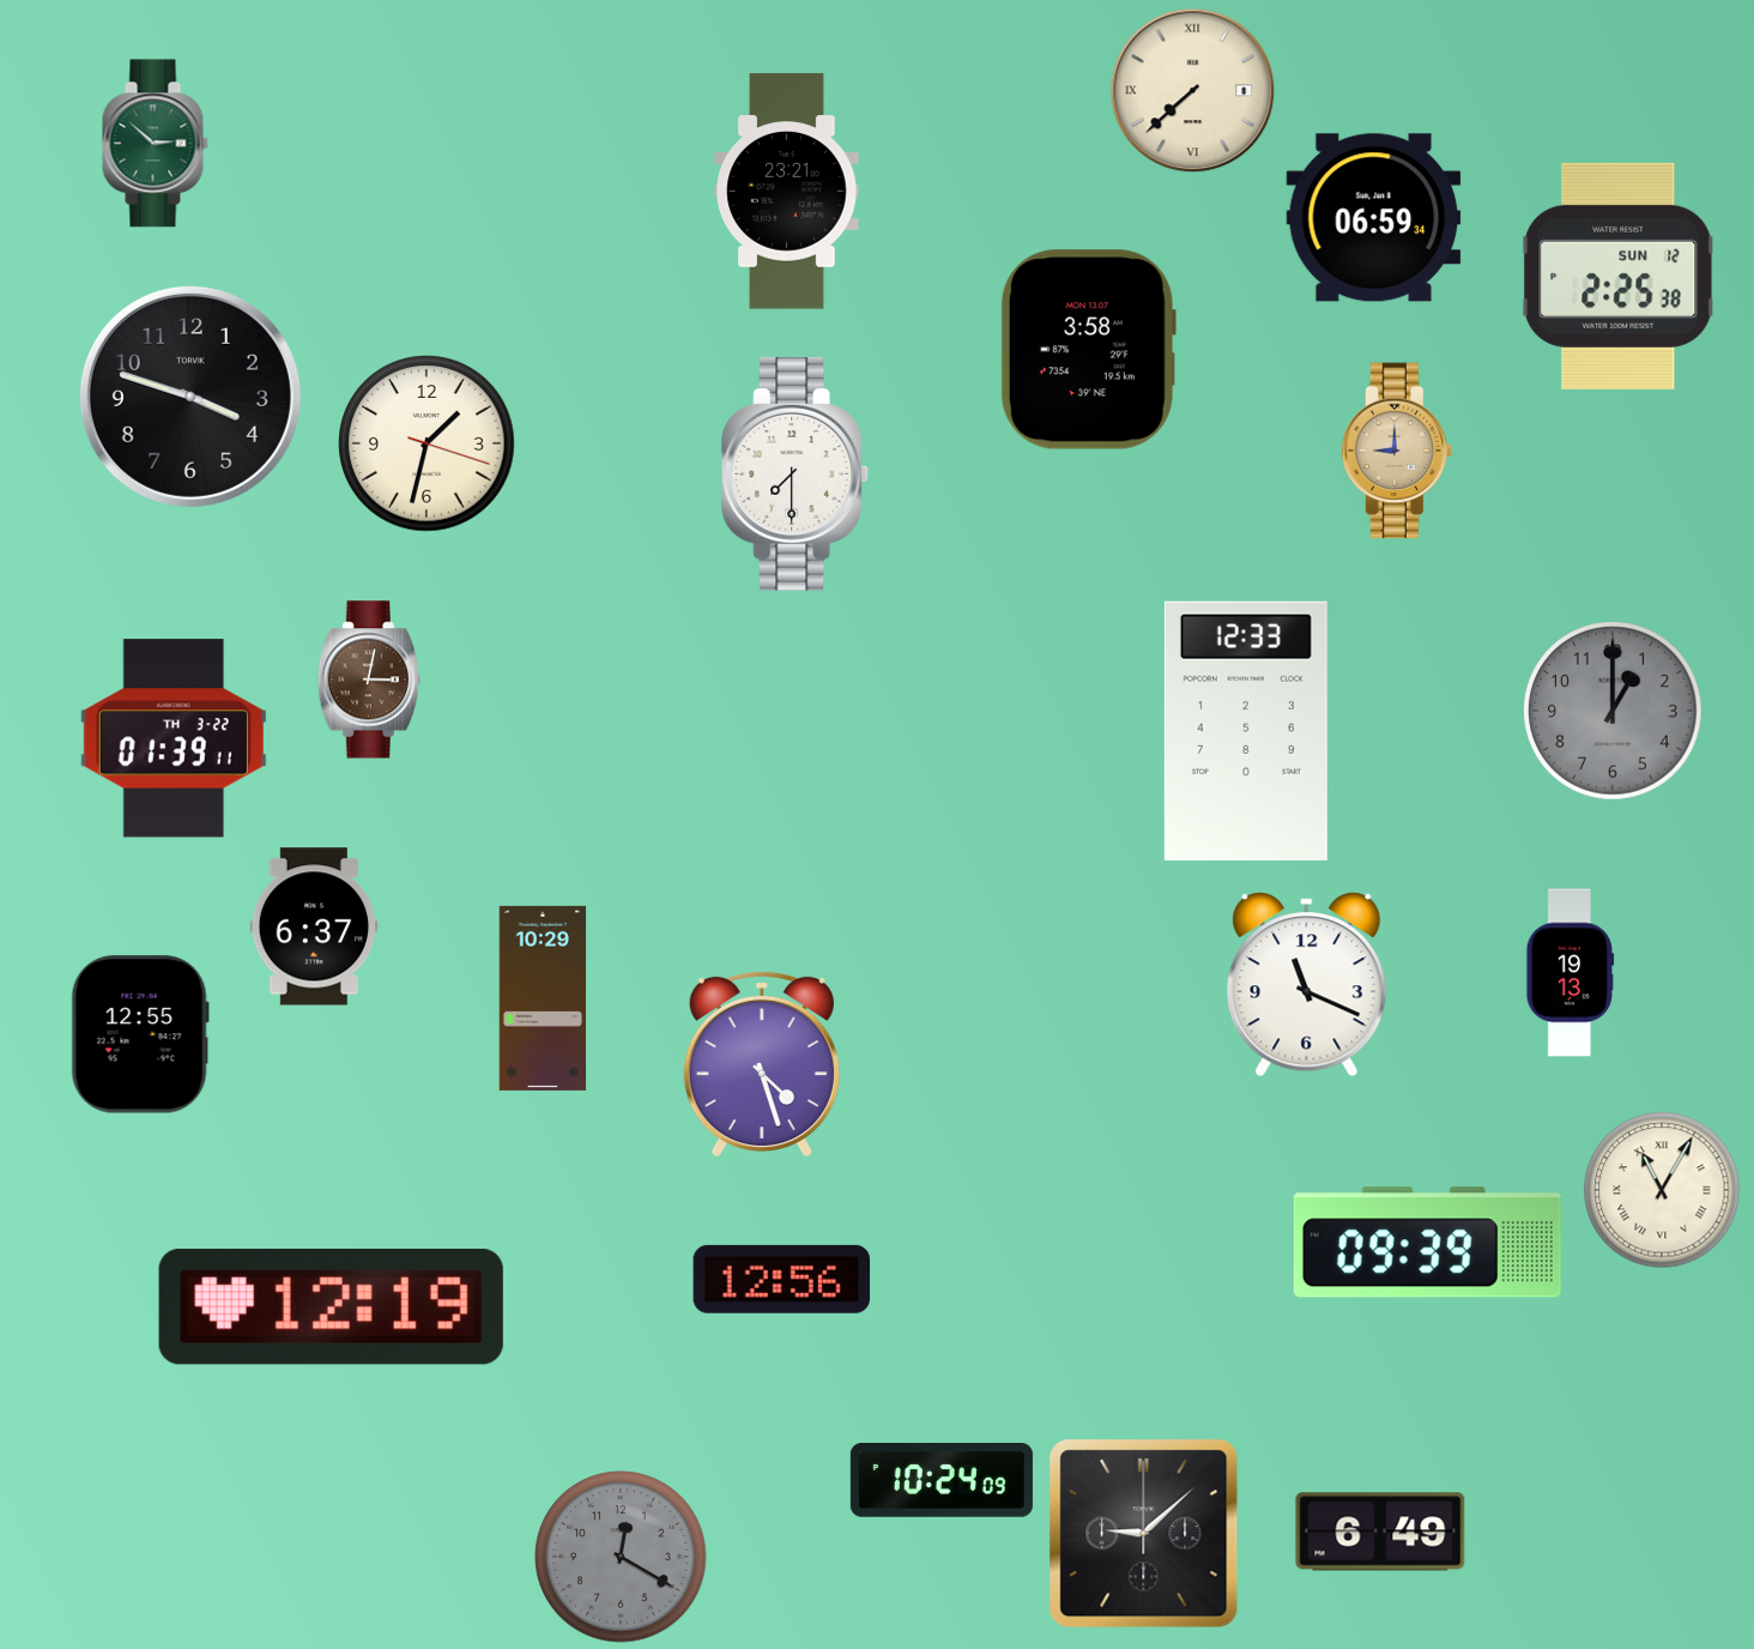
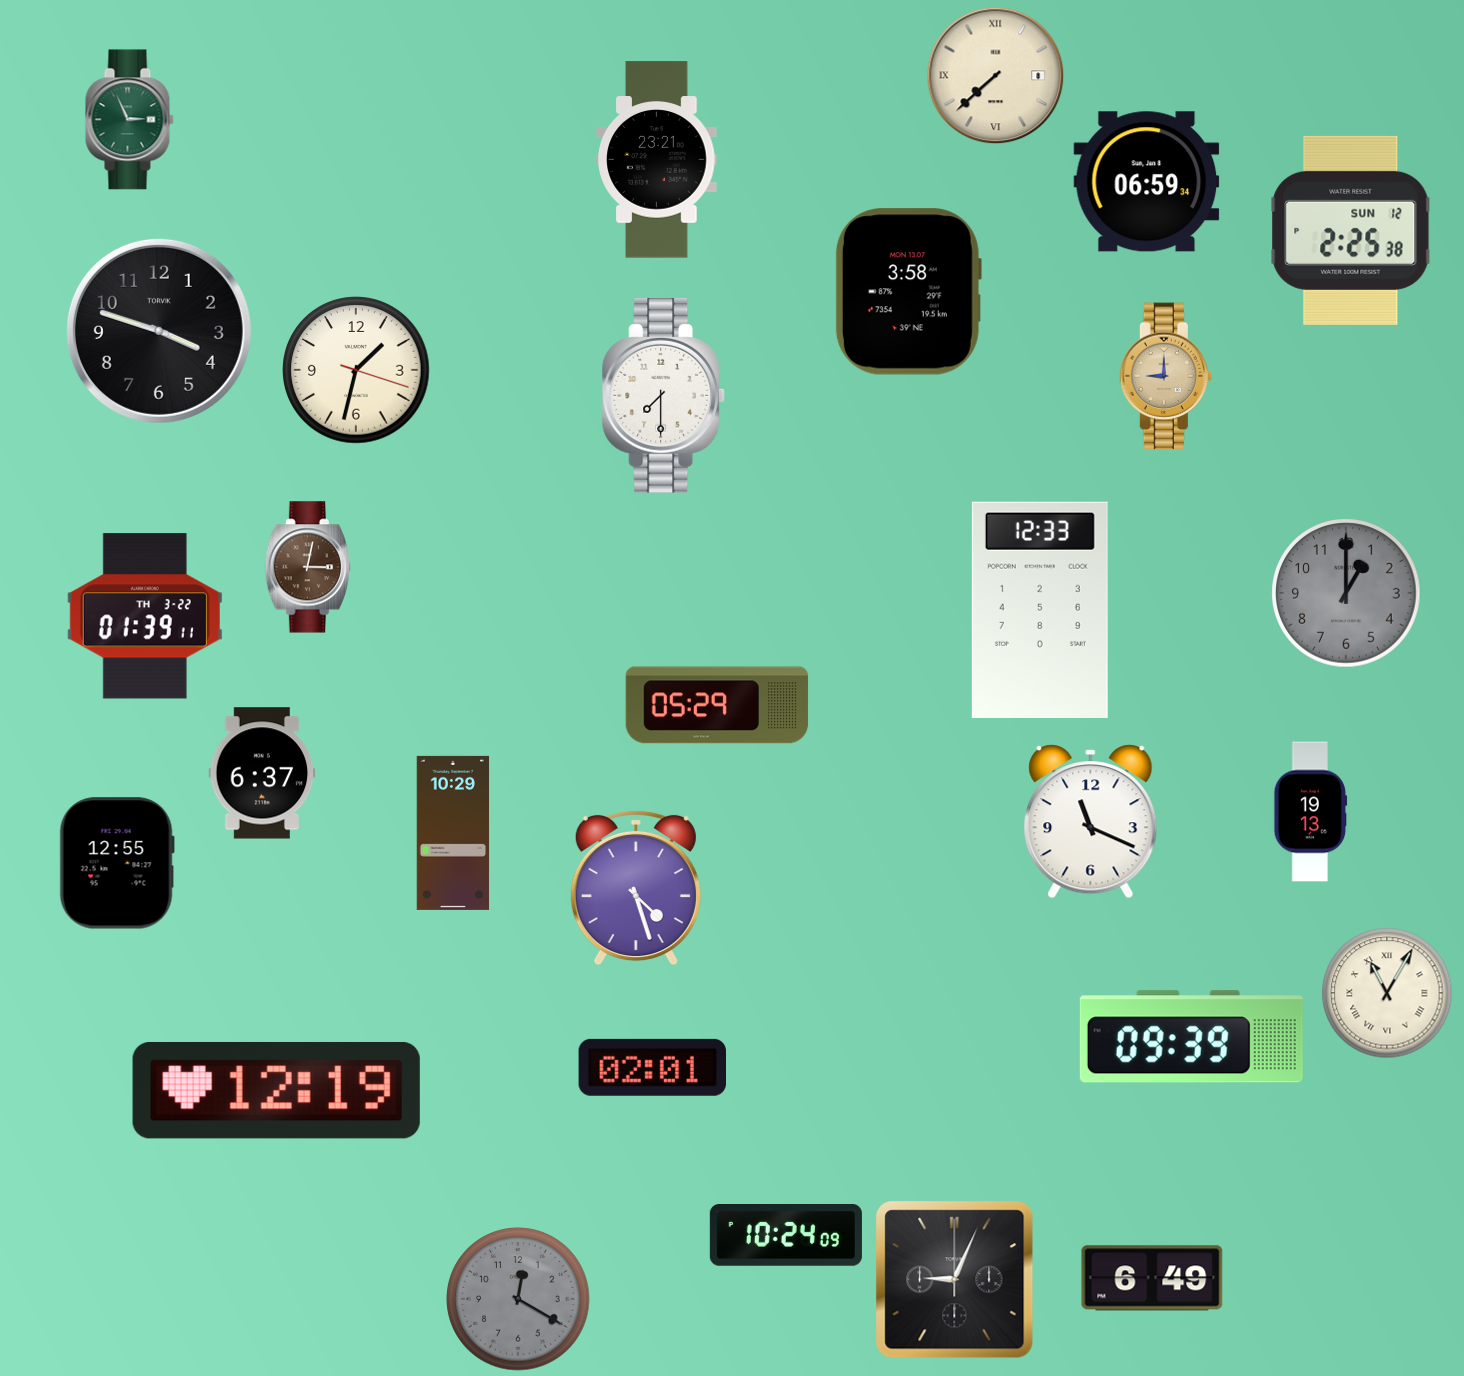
clock at (155, 144): 2:52 -> 2:56
clock at (717, 705): none -> 05:29
clock at (781, 1279): 12:56 -> 02:01
clock at (1144, 1534): 9:08 -> 9:04
